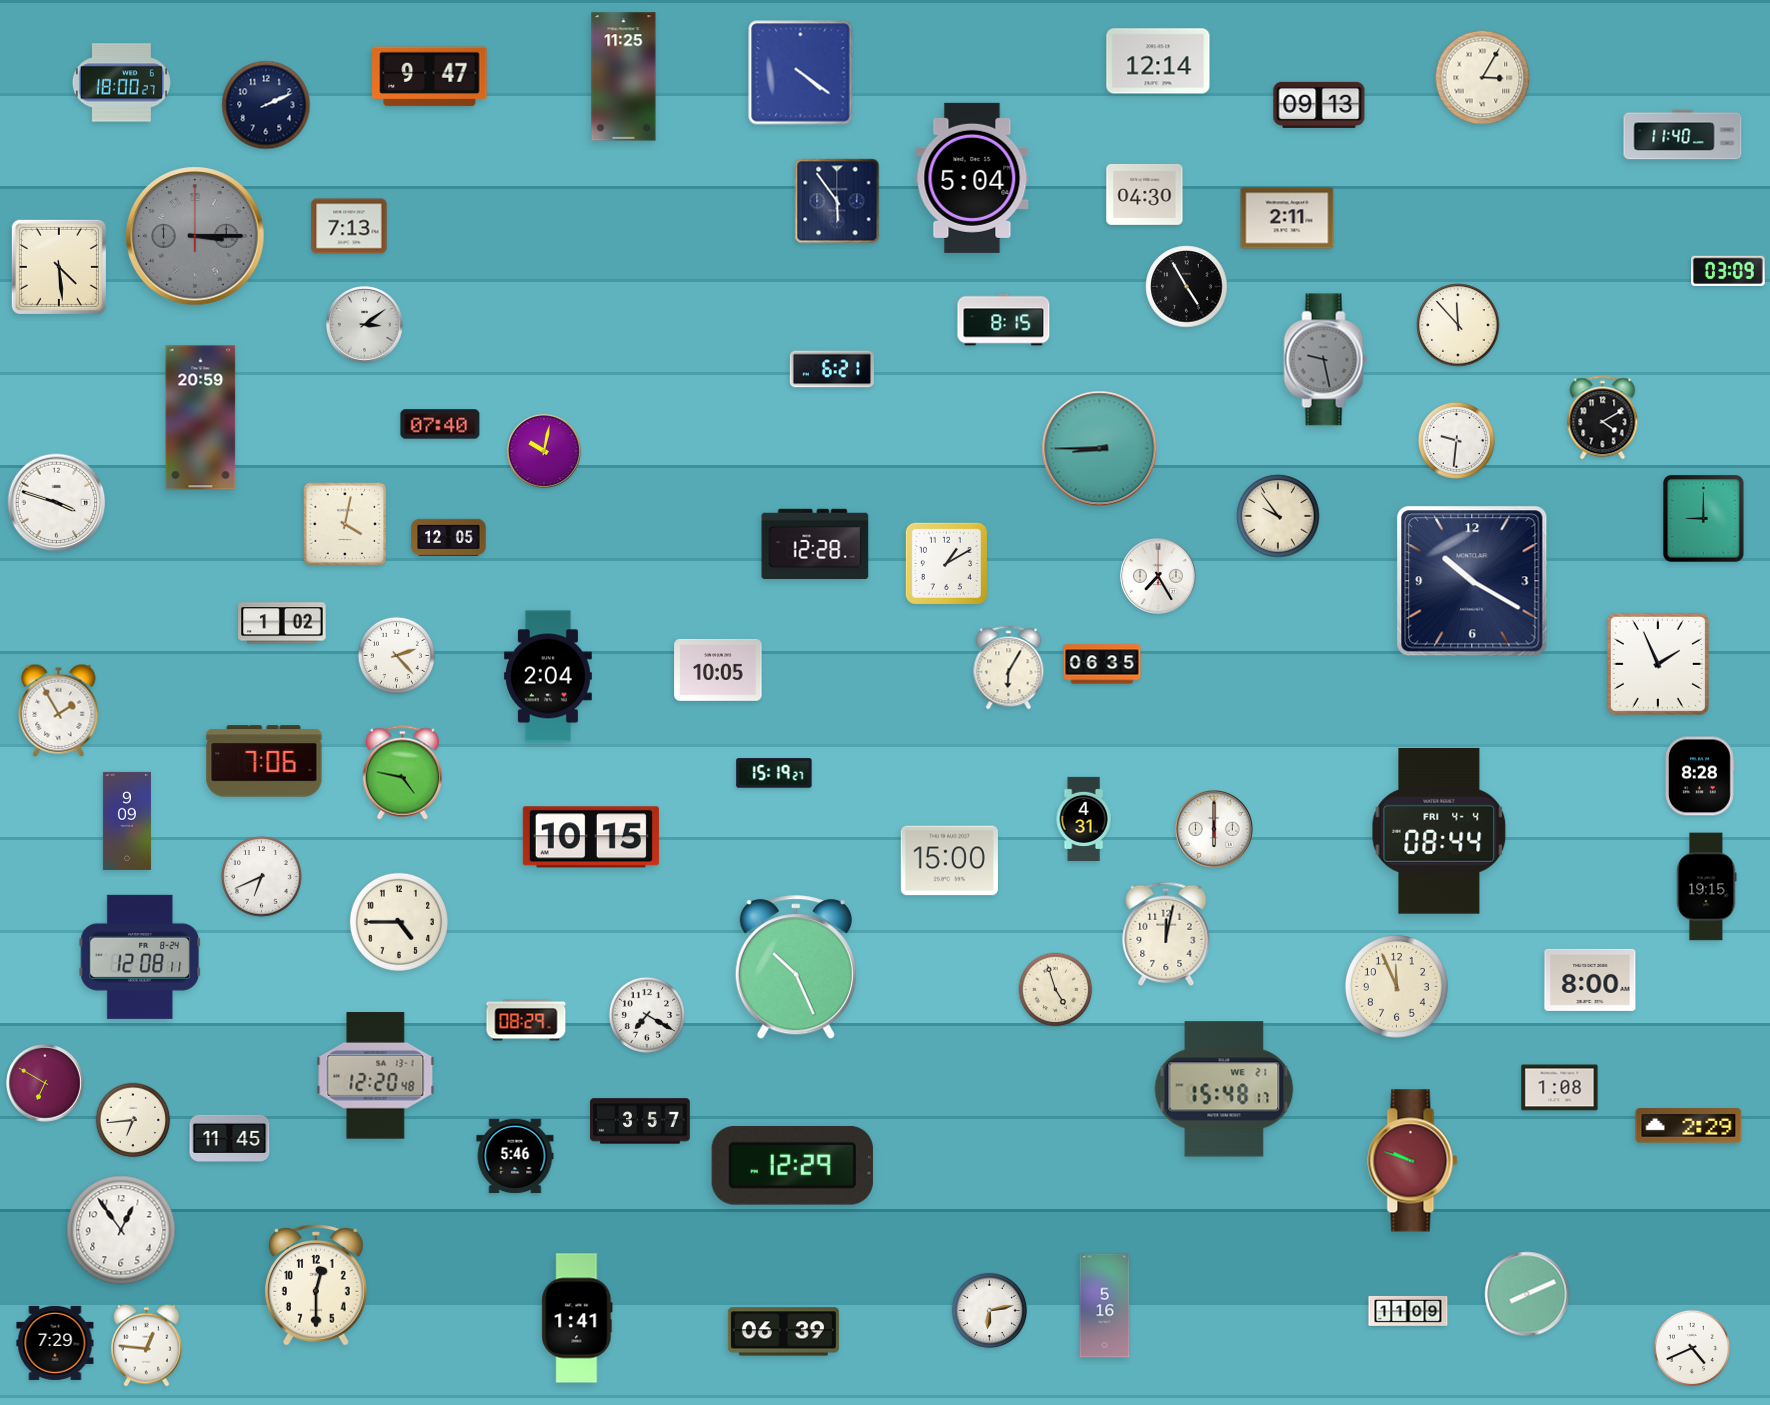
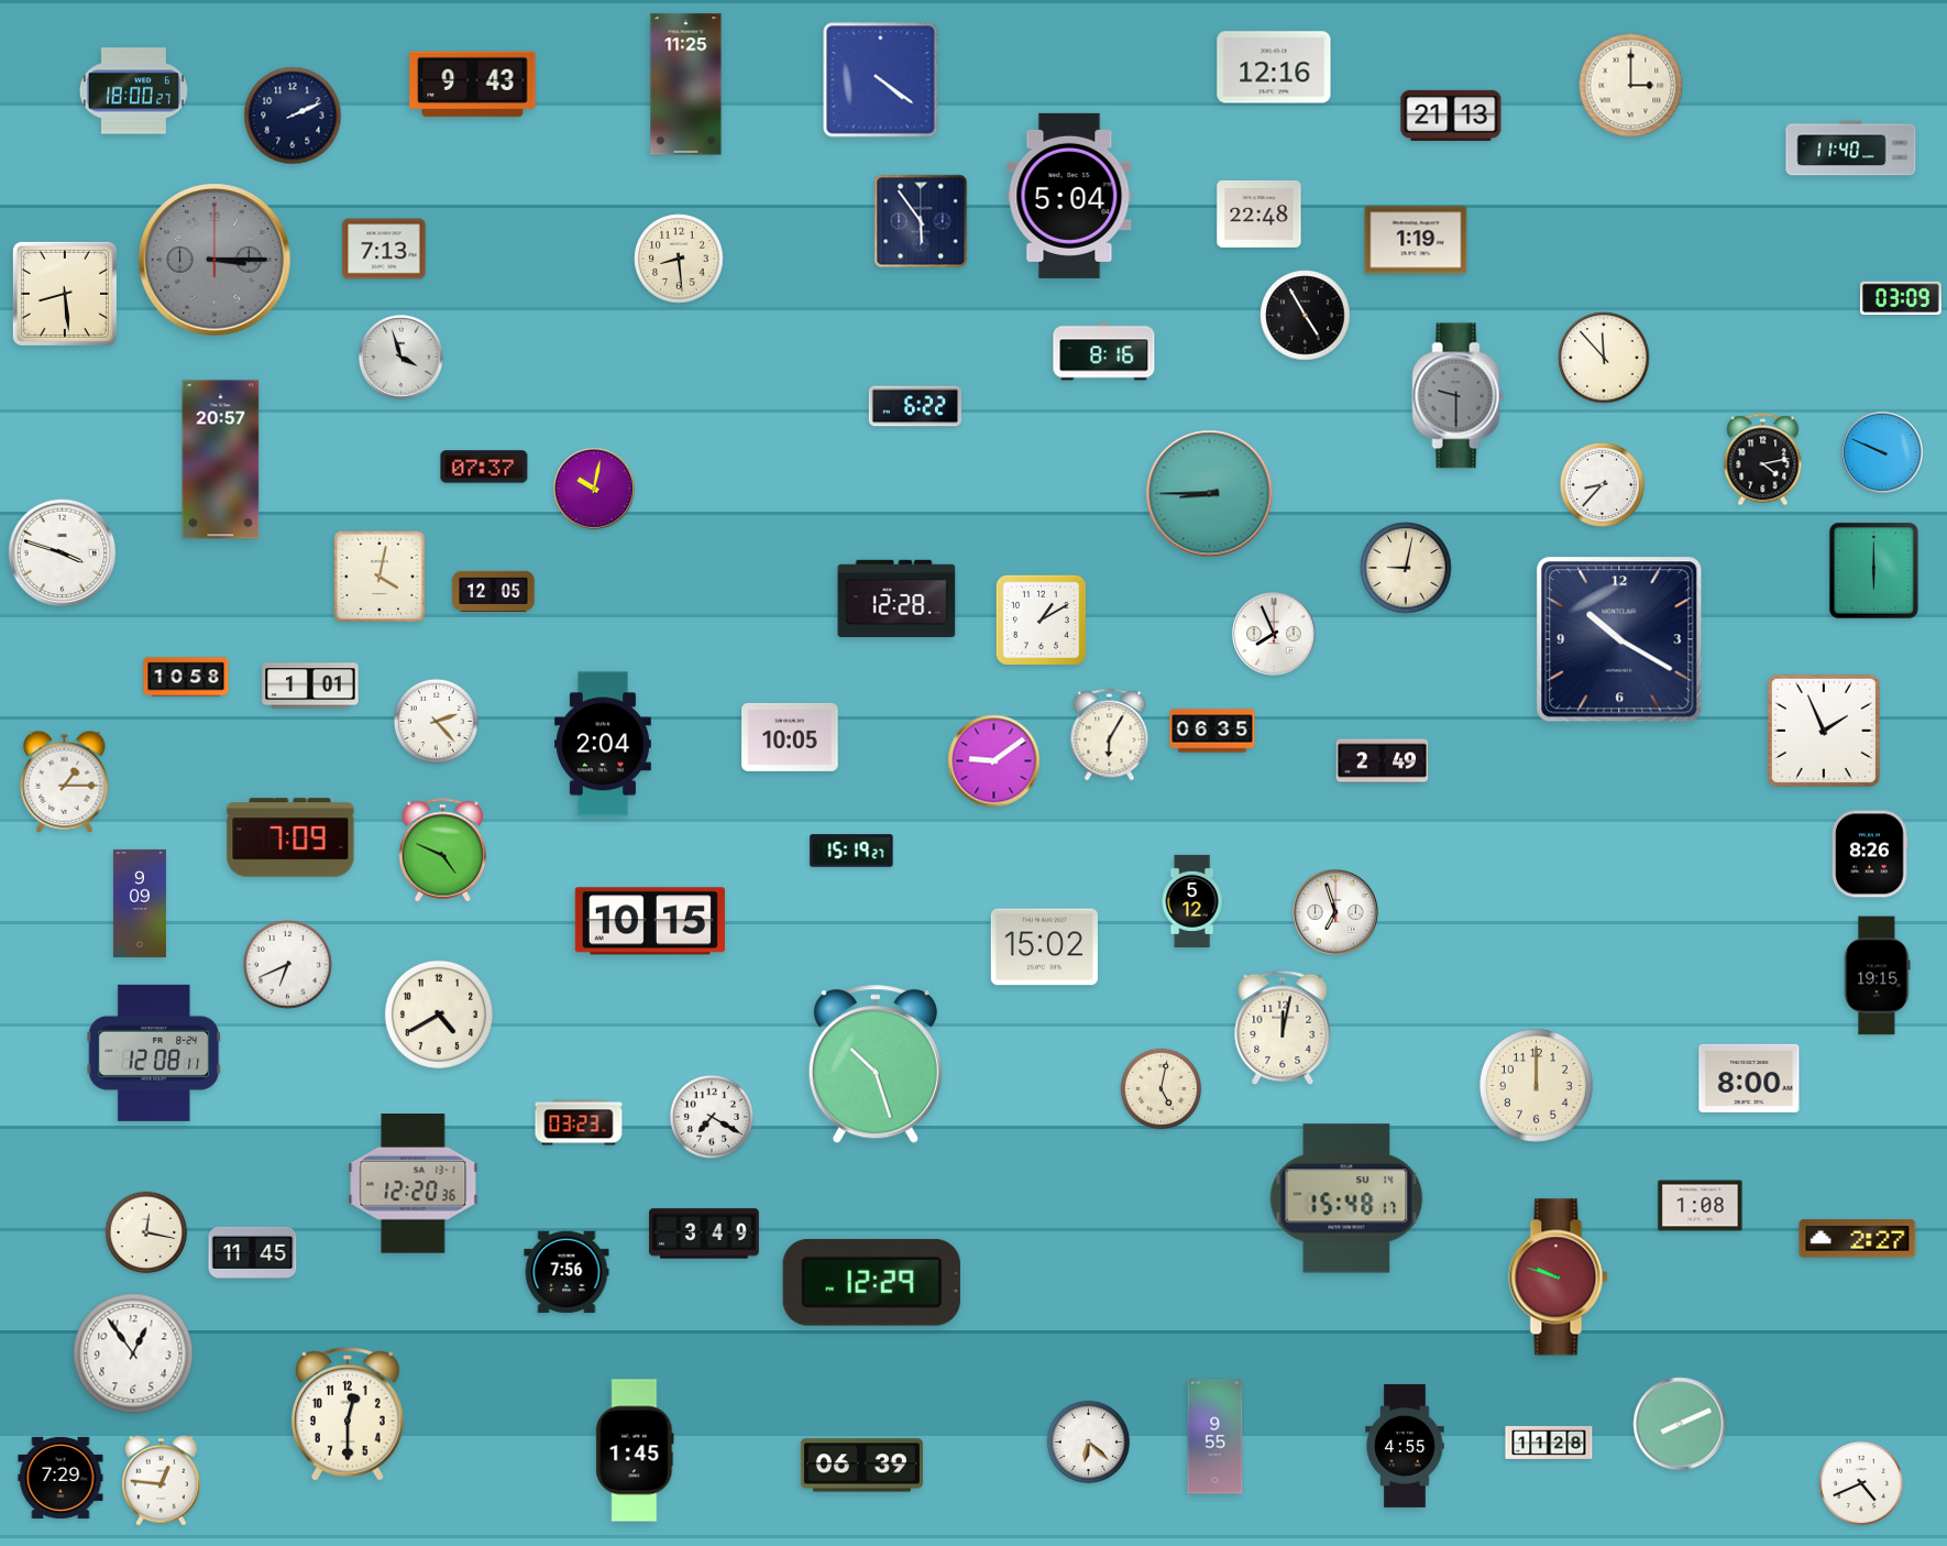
clock at (1158, 61): 12:14 -> 12:16
clock at (430, 77): 9:47 -> 9:43
clock at (1483, 78): 3:05 -> 3:00
clock at (1319, 105): 09:13 -> 21:13
clock at (1145, 194): 04:30 -> 22:48
clock at (1287, 218): 2:11 -> 1:19
clock at (679, 259): none -> 8:29
clock at (59, 267): 4:29 -> 8:29
clock at (1004, 320): 8:15 -> 8:16
clock at (365, 325): 3:09 -> 3:57
clock at (1326, 360): 9:28 -> 9:30
clock at (832, 369): 6:21 -> 6:22
clock at (1882, 452): none -> 9:49
clock at (201, 418): 20:59 -> 20:57
clock at (1603, 418): 4:10 -> 4:13
clock at (440, 424): 07:40 -> 07:37
clock at (1456, 440): 9:31 -> 8:37
clock at (544, 451) position: (544, 451) -> (594, 489)
clock at (1278, 516): 9:54 -> 9:02
clock at (1704, 519): 9:00 -> 6:00
clock at (1159, 577): 7:25 -> 7:56
clock at (186, 677): none -> 10:58
clock at (282, 623): 1:02 -> 1:01
clock at (994, 761): none -> 9:09
clock at (1383, 761): none -> 2:49
clock at (59, 710): 1:55 -> 1:15
clock at (264, 761): 7:06 -> 7:09
clock at (402, 773): 4:47 -> 4:49
clock at (1700, 776): 8:28 -> 8:26
clock at (1084, 818): 4:31 -> 5:12
clock at (1214, 829): 6:00 -> 6:57
clock at (1439, 831): 08:44 -> none
clock at (949, 861): 15:00 -> 15:02
clock at (399, 922): 4:45 -> 4:40
clock at (796, 968): 10:26 -> 10:27
clock at (1397, 987): 11:56 -> 12:00
clock at (1056, 990): 4:57 -> 5:02
clock at (526, 1020): 08:29 -> 03:23
clock at (376, 1076): 12:20:48 -> 12:20:36
clock at (45, 1083): 6:50 -> none
clock at (1560, 1088) position: (1560, 1088) -> (1701, 1206)
clock at (1224, 1089) date: WE 21 -> SU 14
clock at (133, 1120): 6:44 -> 12:17
clock at (640, 1121): 3:57 -> 3:49
clock at (1689, 1126): 2:29 -> 2:27
clock at (515, 1156): 5:46 -> 7:56
clock at (1413, 1161) position: (1413, 1161) -> (1559, 1278)
clock at (1105, 1306): 5:16 -> 9:55
clock at (990, 1311): 6:13 -> 6:22
clock at (1408, 1311): 11:09 -> 11:28
clock at (1405, 1446): none -> 4:55
clock at (577, 1318): 1:41 -> 1:45
